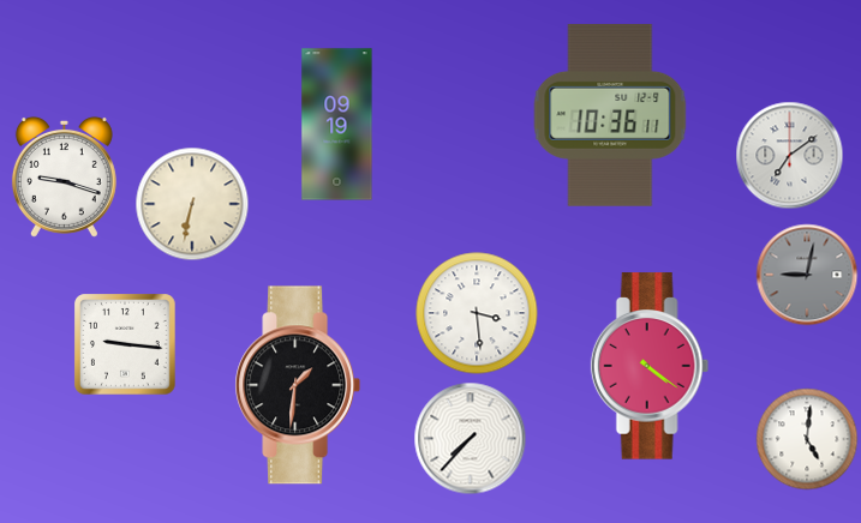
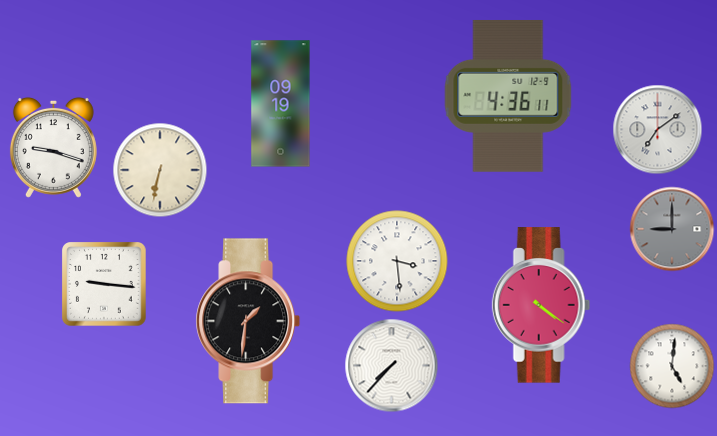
clock at (610, 115): 10:36 -> 4:36
clock at (807, 275): 9:02 -> 9:00
clock at (125, 344) position: (125, 344) -> (104, 284)
